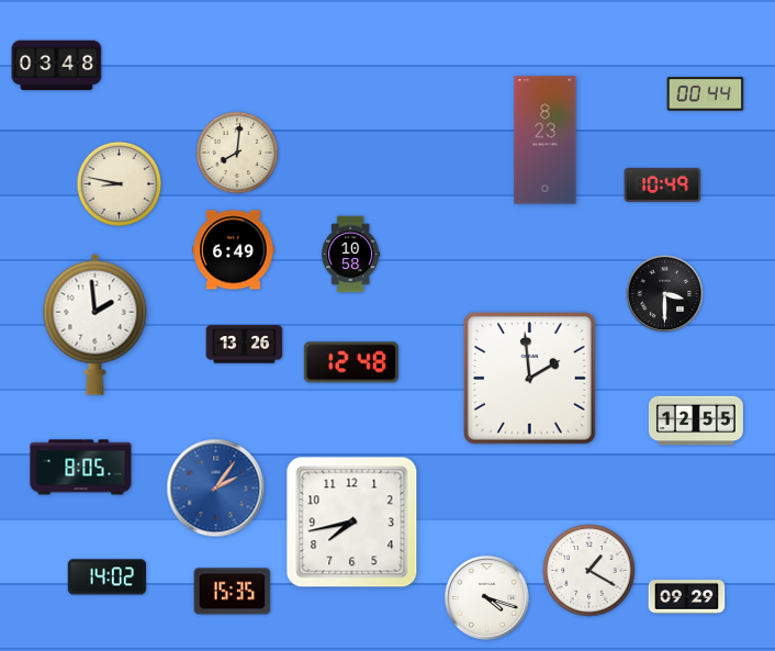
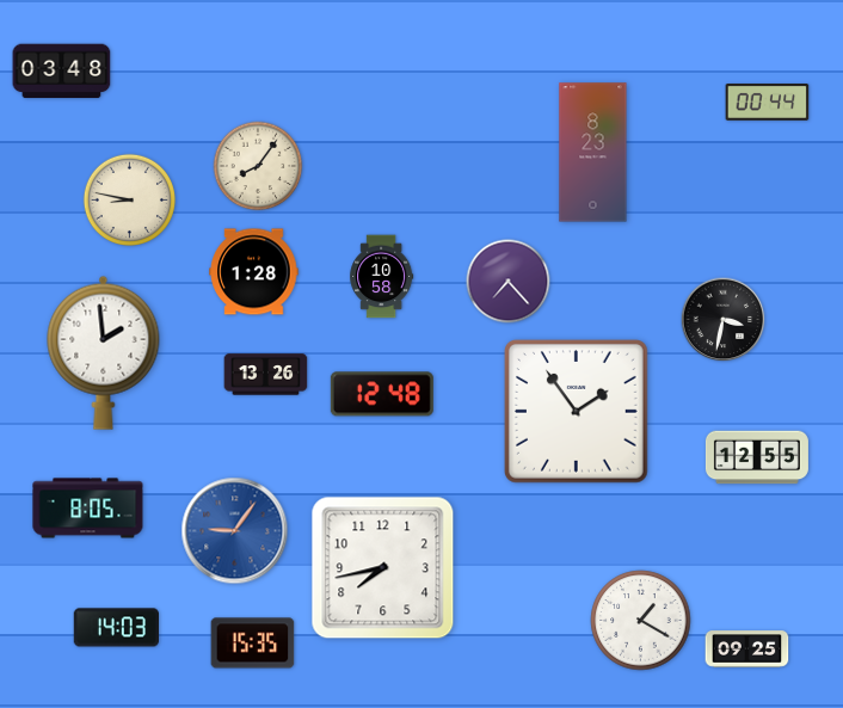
clock at (237, 153): 8:01 -> 8:06
clock at (663, 184): 10:49 -> none
clock at (234, 250): 6:49 -> 1:28
clock at (509, 282): none -> 7:23
clock at (665, 294): 3:30 -> 3:32
clock at (529, 378): 1:59 -> 1:54
clock at (216, 489): 2:06 -> 9:06
clock at (108, 577): 14:02 -> 14:03
clock at (486, 597): 4:18 -> none
clock at (687, 597): 09:29 -> 09:25
